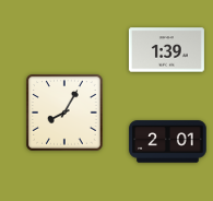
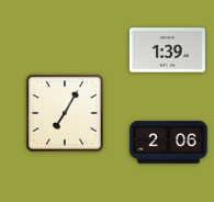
clock at (64, 113): 8:05 -> 7:05
clock at (168, 142): 2:01 -> 2:06
